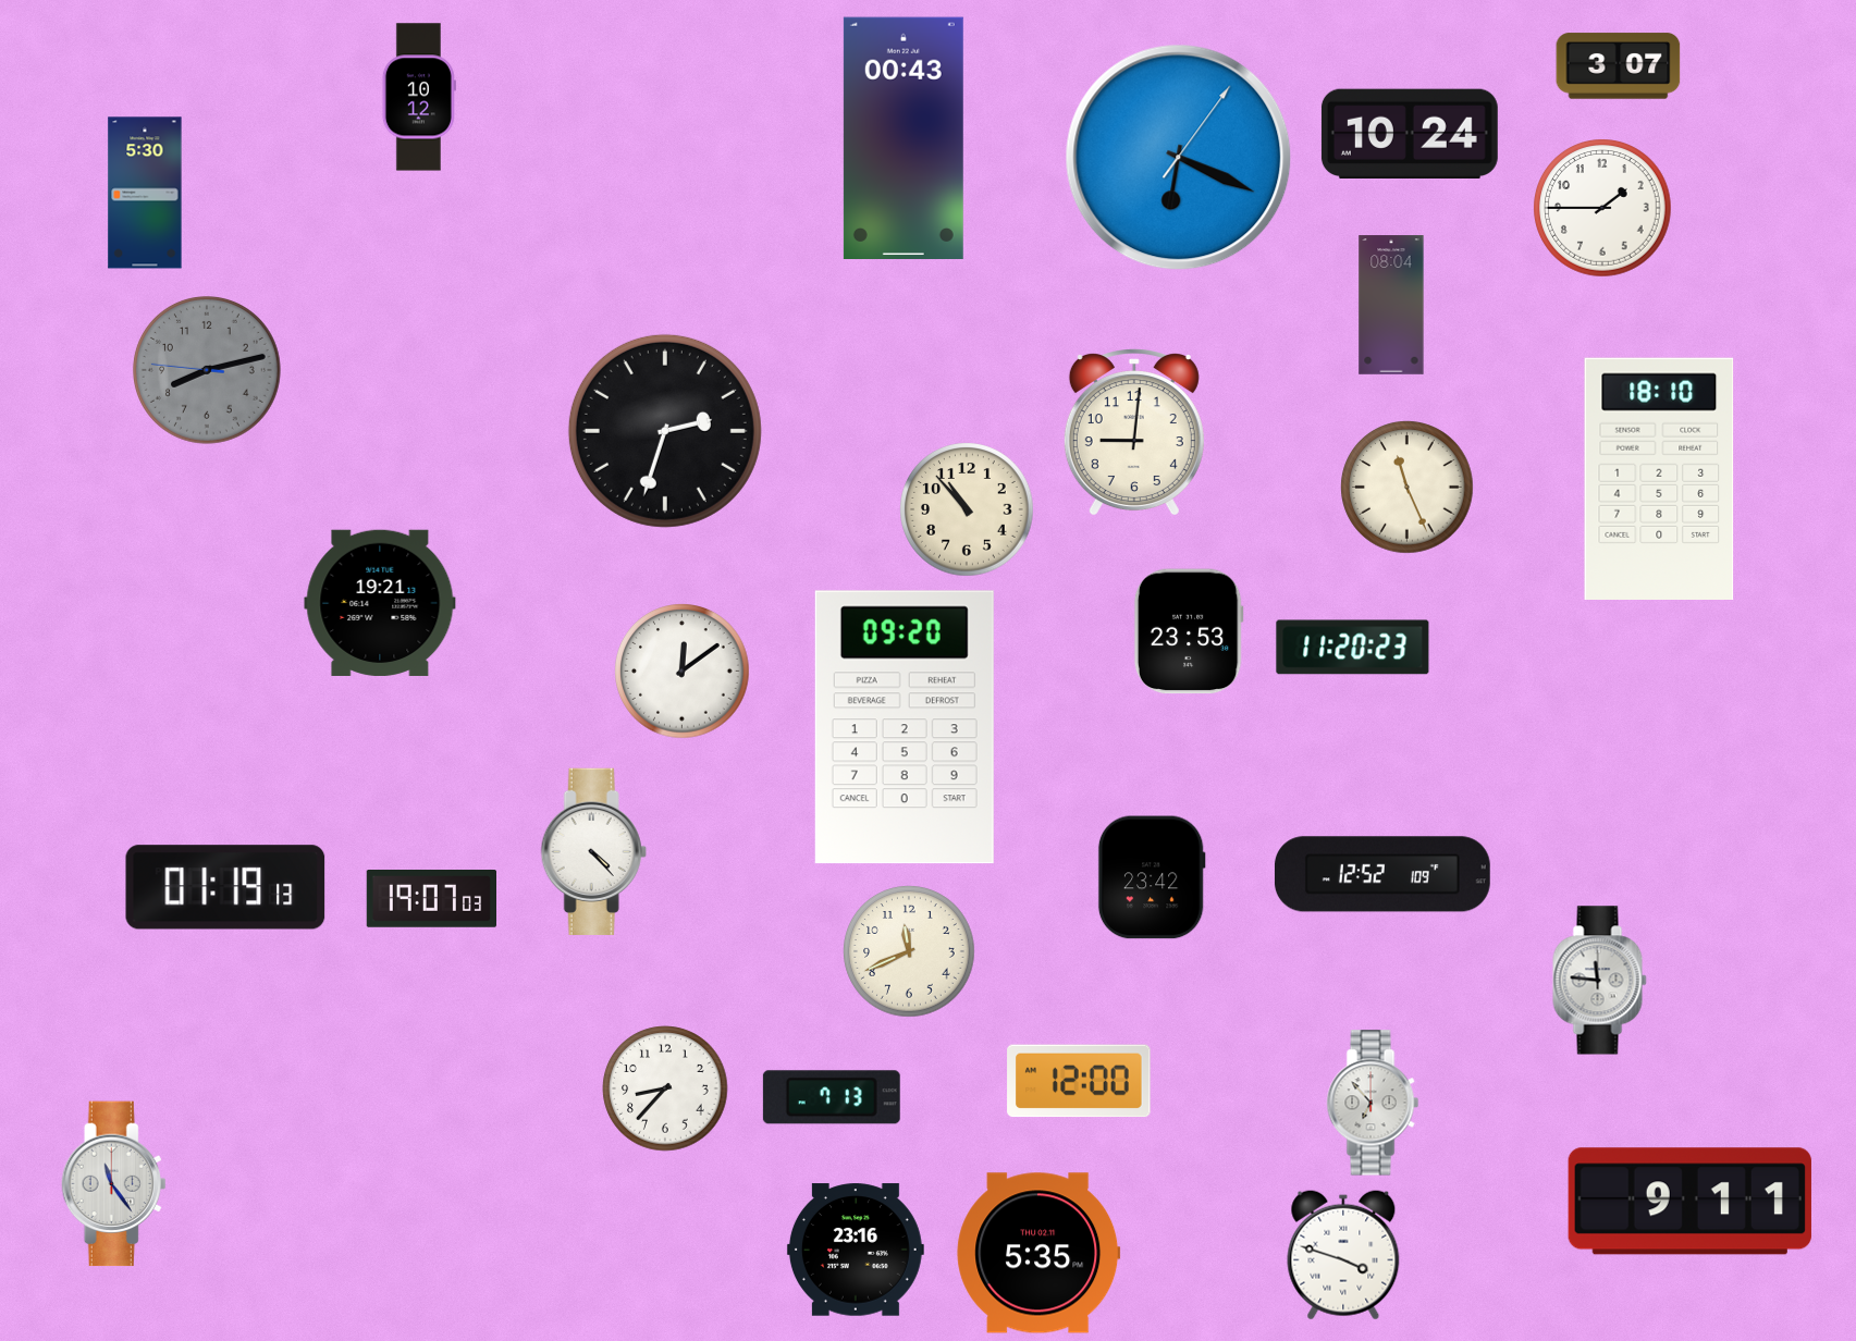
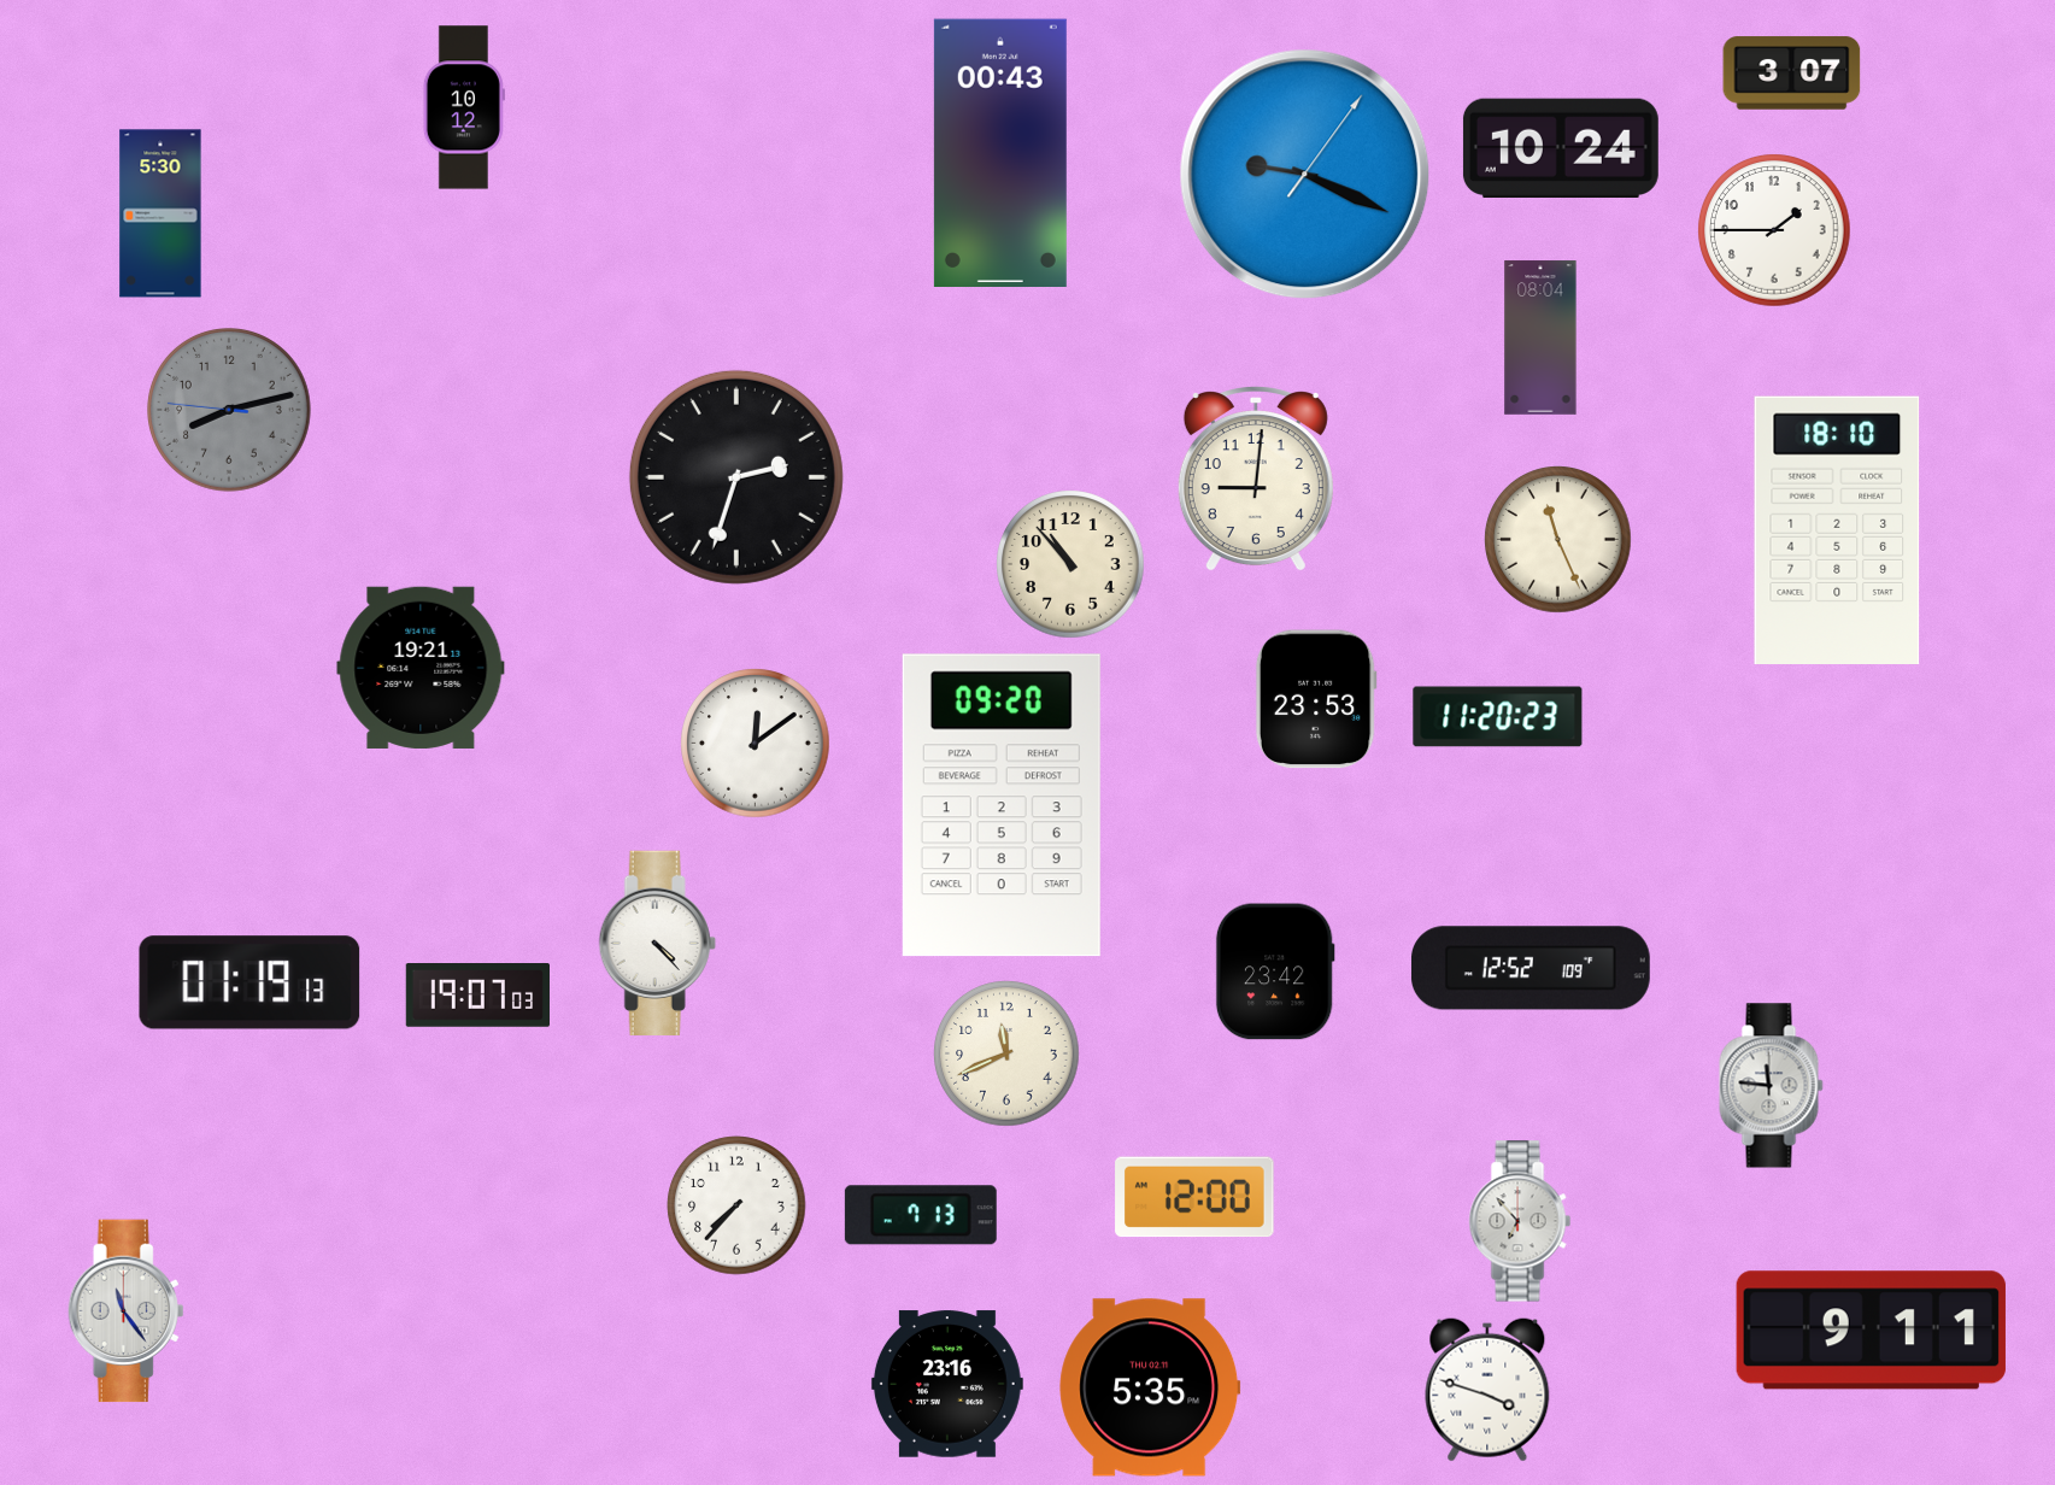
clock at (1179, 158): 6:19 -> 9:19
clock at (665, 1088): 8:37 -> 7:37
